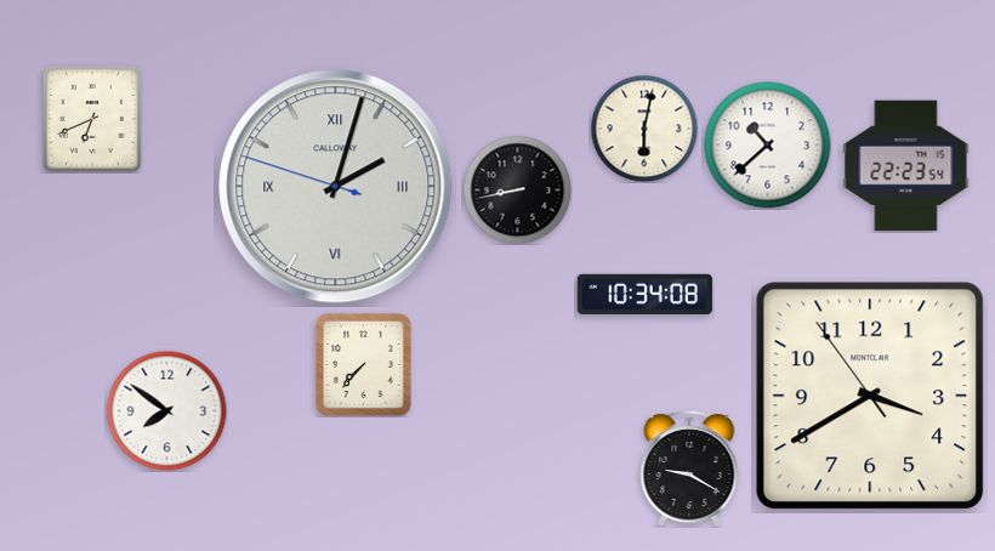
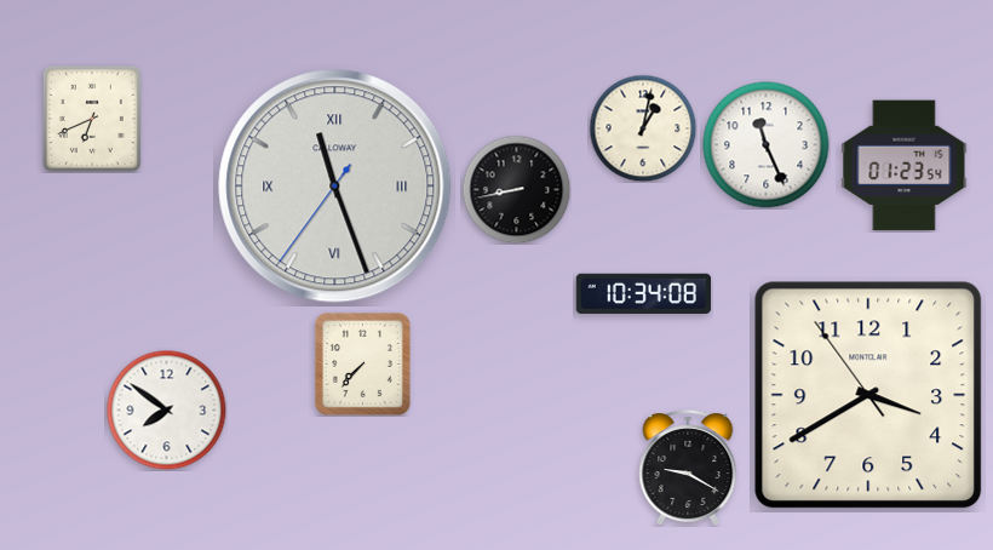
clock at (644, 129): 6:02 -> 1:02
clock at (768, 146): 10:38 -> 11:26
clock at (906, 166): 22:23 -> 01:23
clock at (336, 187): 2:02 -> 11:26
